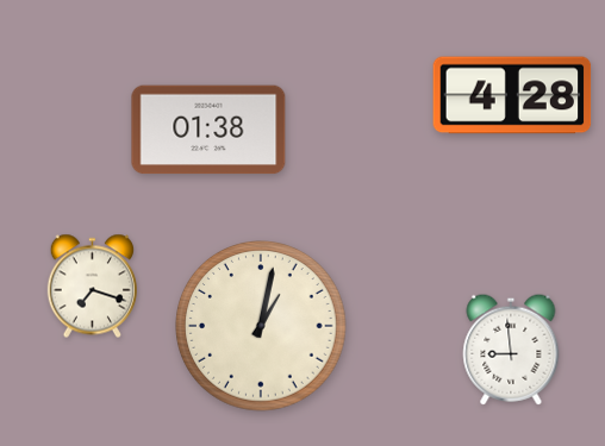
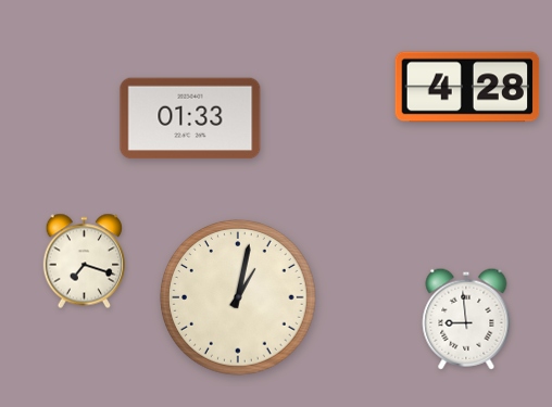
clock at (208, 130): 01:38 -> 01:33
